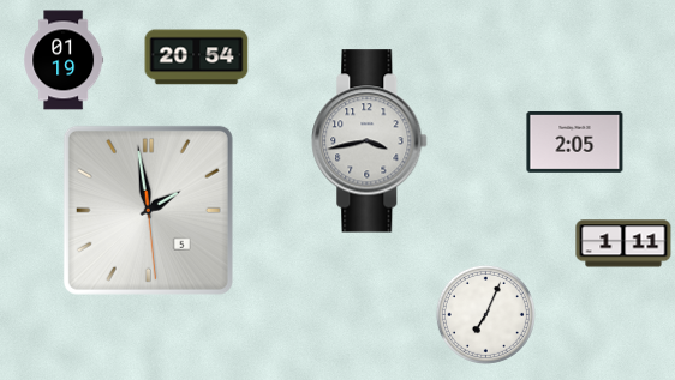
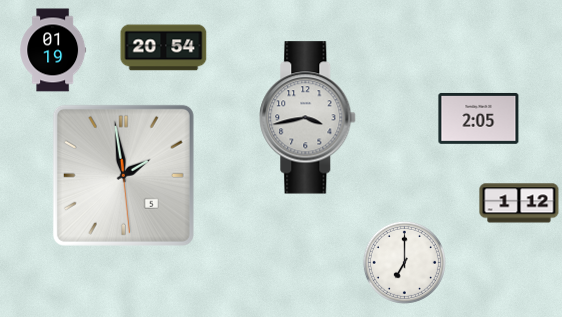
clock at (623, 243): 1:11 -> 1:12
clock at (485, 314): 7:04 -> 7:00
